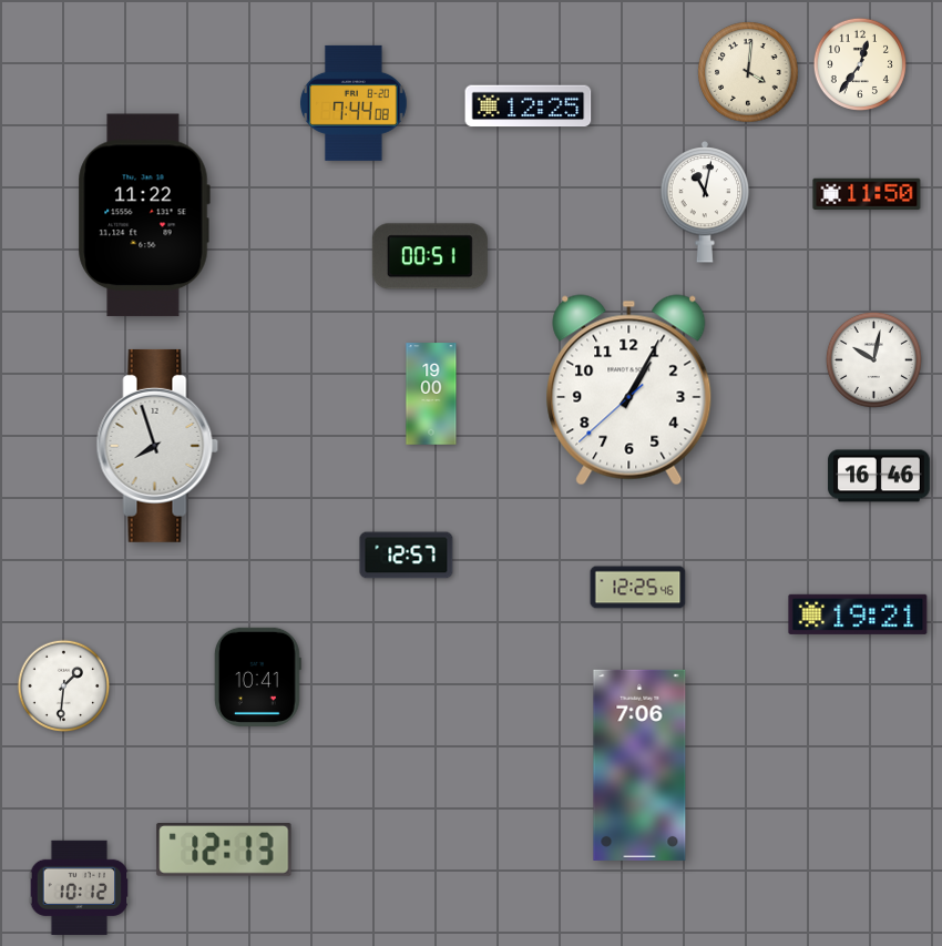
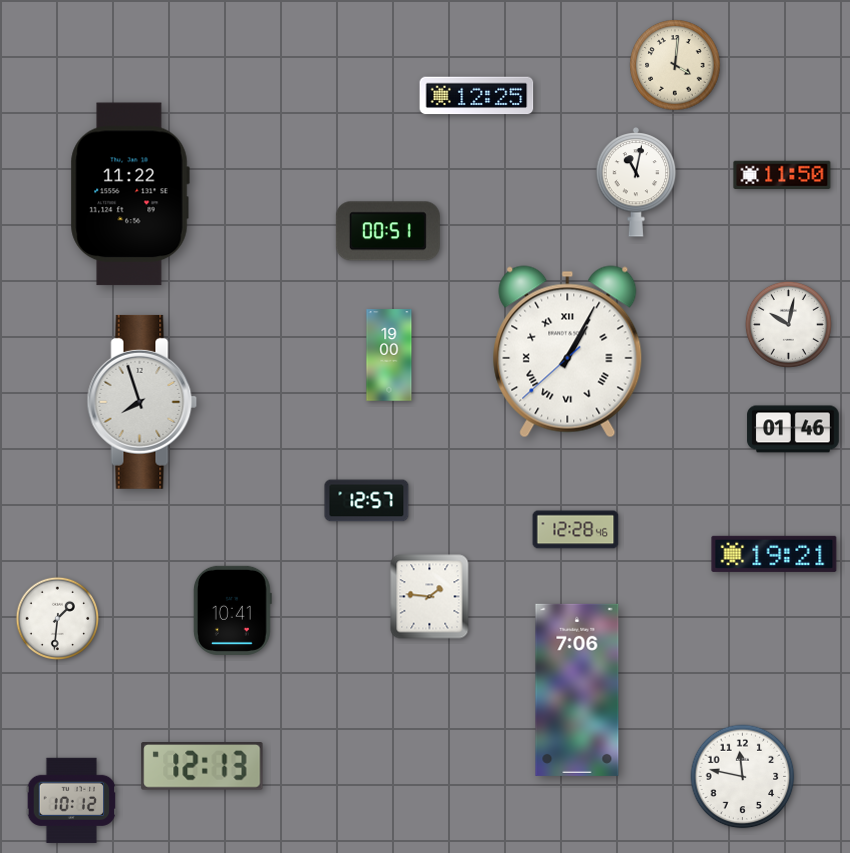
clock at (859, 63): 12:36 -> none
clock at (354, 103): 7:44 -> none
clock at (629, 390) numerals: Arabic -> Roman
clock at (879, 476): 16:46 -> 01:46
clock at (638, 588): 12:25 -> 12:28
clock at (430, 597): none -> 1:46
clock at (743, 777): none -> 11:47
